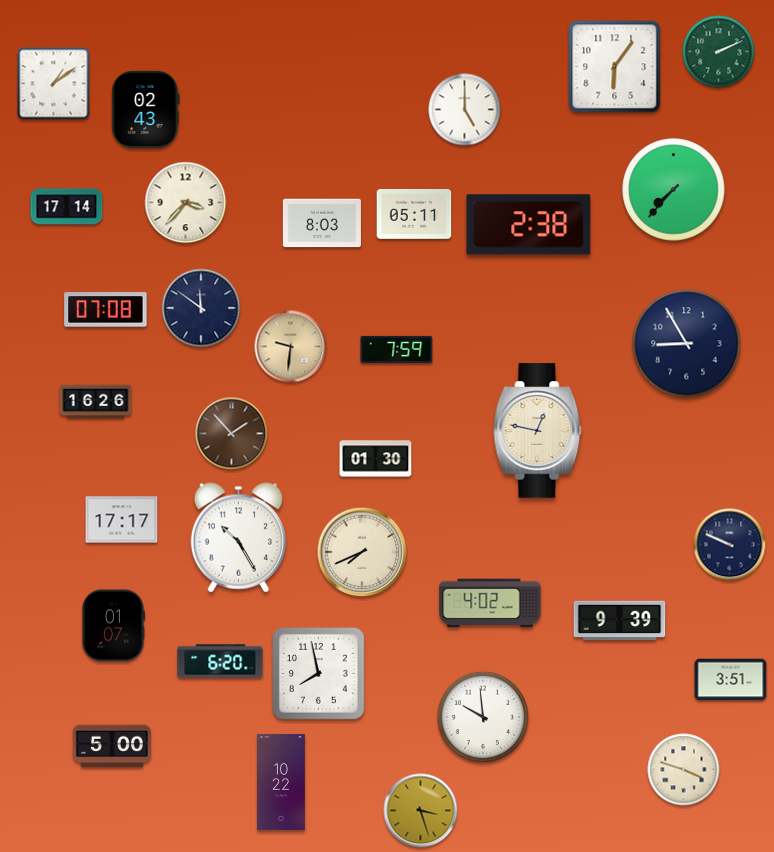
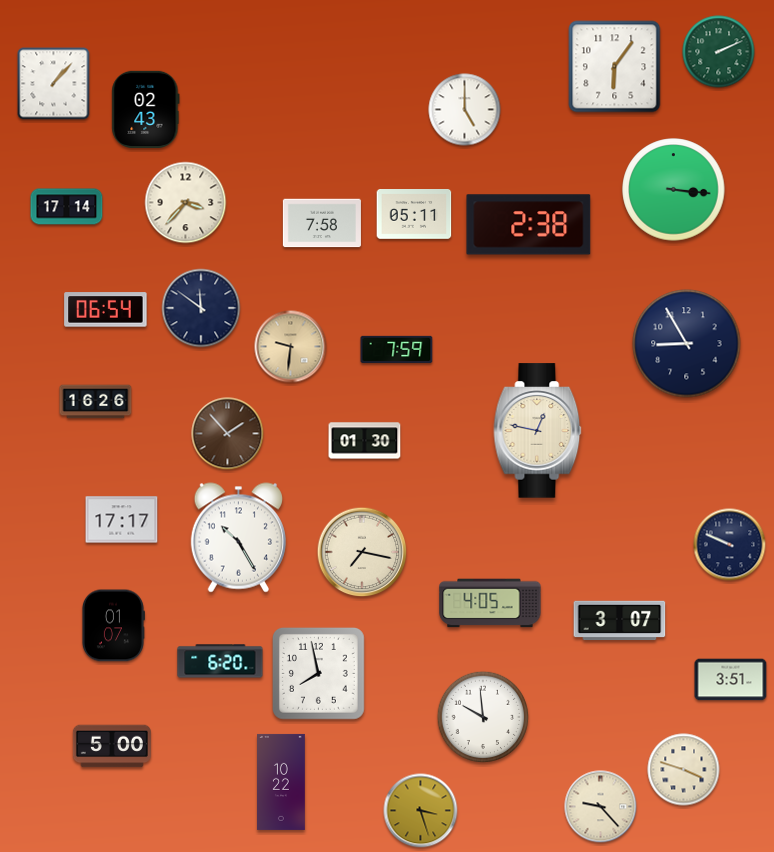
clock at (54, 84): 1:09 -> 1:07
clock at (674, 190): 7:37 -> 3:16
clock at (322, 223): 8:03 -> 7:58
clock at (106, 310): 07:08 -> 06:54
clock at (232, 434) position: (232, 434) -> (228, 434)
clock at (376, 459) position: (376, 459) -> (365, 441)
clock at (362, 552): 7:41 -> 7:17
clock at (490, 603): 4:02 -> 4:05
clock at (620, 621): 9:39 -> 3:07
clock at (601, 807): none -> 9:23
